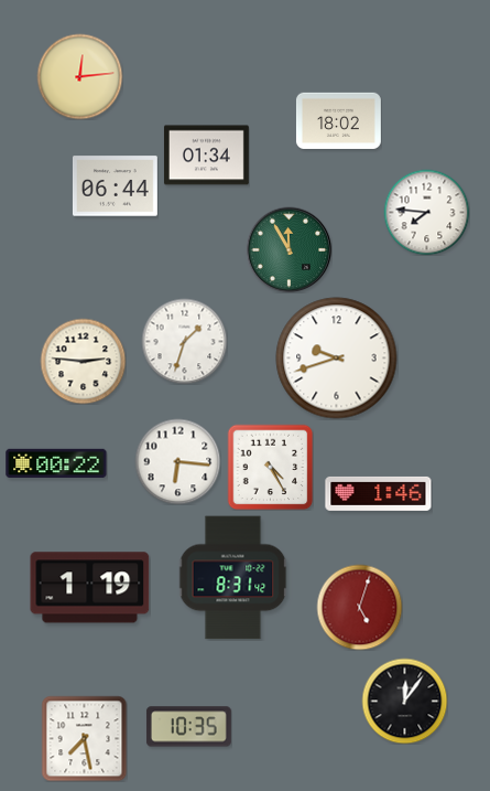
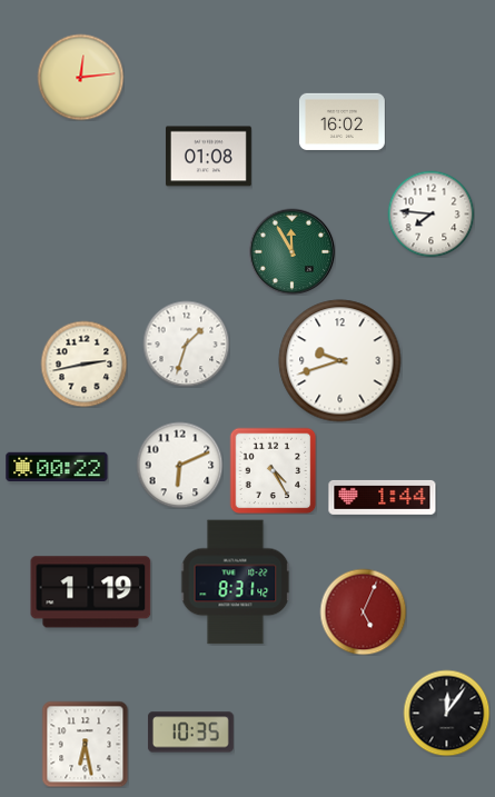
clock at (338, 120): 18:02 -> 16:02
clock at (206, 156): 01:34 -> 01:08
clock at (115, 186): 06:44 -> none
clock at (83, 361): 2:46 -> 2:43
clock at (177, 461): 6:16 -> 6:11
clock at (379, 493): 1:46 -> 1:44
clock at (359, 607): 5:03 -> 5:04
clock at (404, 701) position: (404, 701) -> (446, 713)
clock at (84, 738): 7:28 -> 6:28
